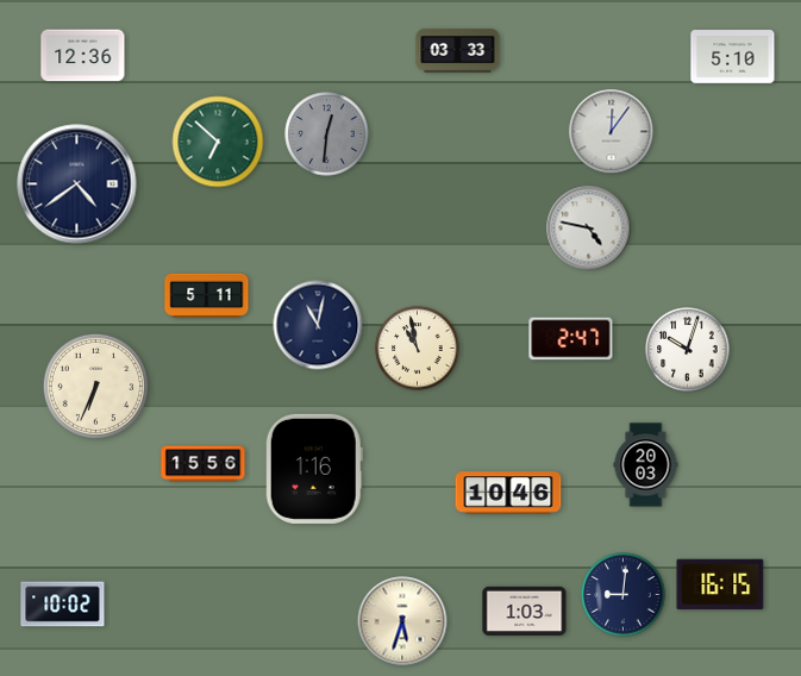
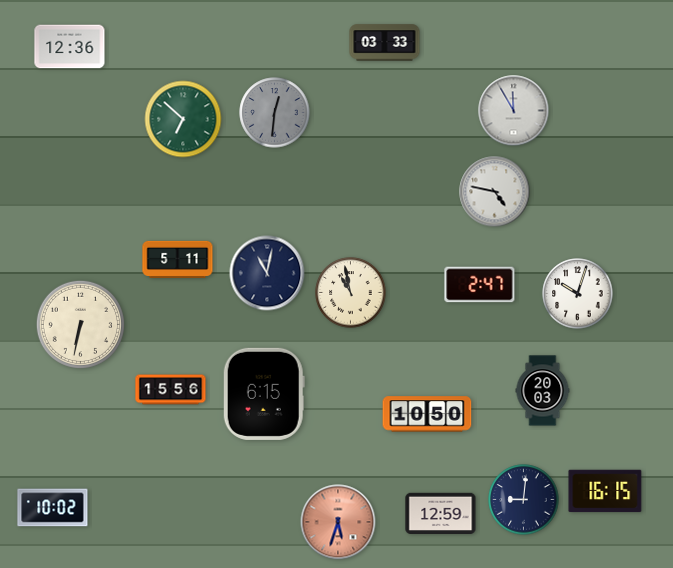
clock at (733, 57): 5:10 -> none
clock at (612, 132): 12:06 -> 11:55
clock at (77, 184): 4:39 -> none
clock at (207, 295) position: (207, 295) -> (178, 259)
clock at (95, 386): 6:34 -> 6:32
clock at (314, 469): 1:16 -> 6:15
clock at (508, 493): 10:46 -> 10:50
clock at (525, 611): 1:03 -> 12:59
clock at (402, 621) dial: cream -> salmon
